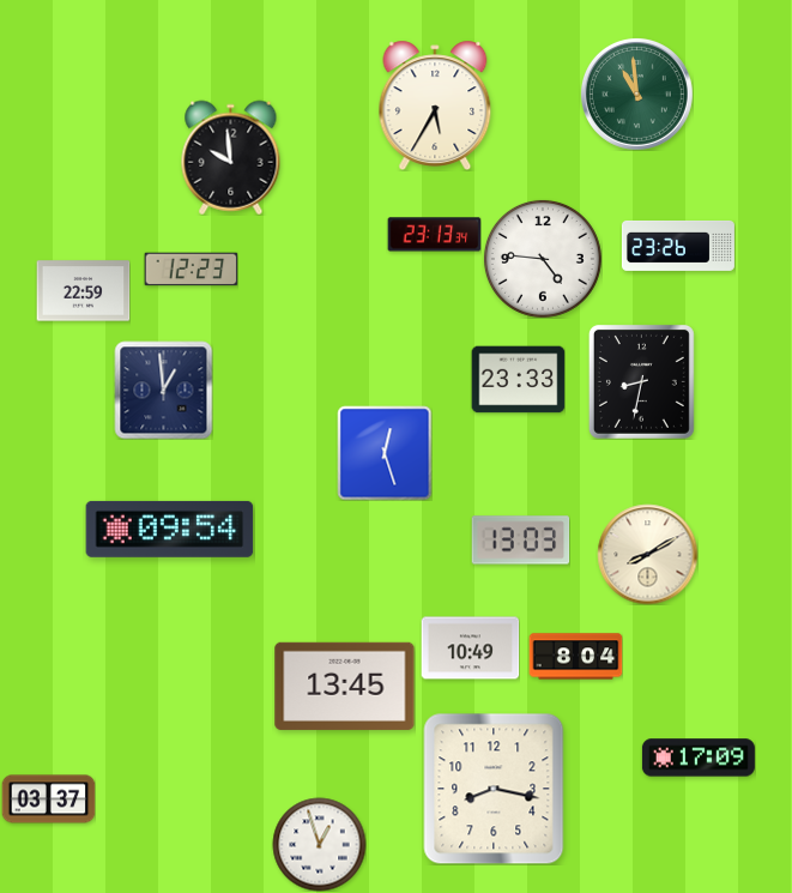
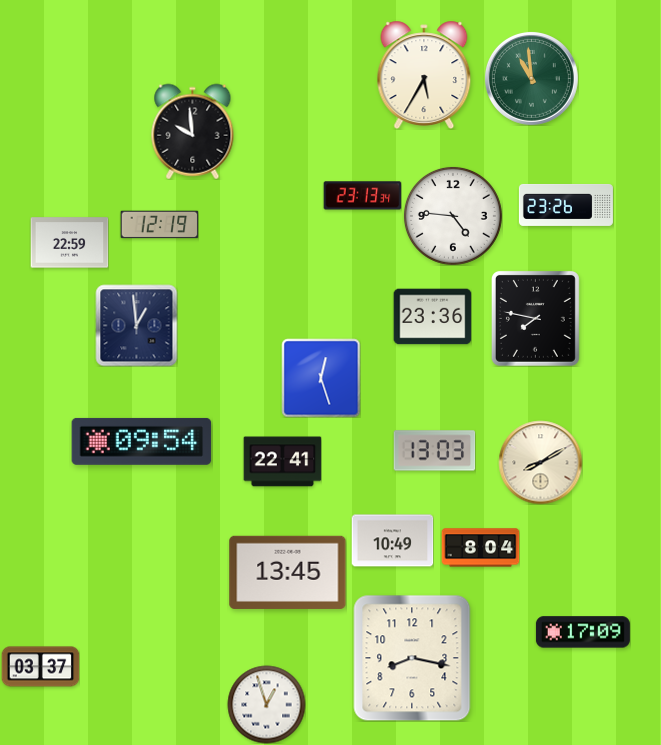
clock at (435, 104) position: (435, 104) -> (424, 74)
clock at (191, 270): 12:23 -> 12:19
clock at (518, 380): 23:33 -> 23:36
clock at (641, 381): 8:32 -> 7:47
clock at (282, 462): none -> 22:41
